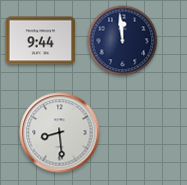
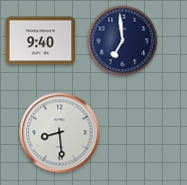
clock at (41, 41): 9:44 -> 9:40
clock at (123, 41): 11:59 -> 6:59
